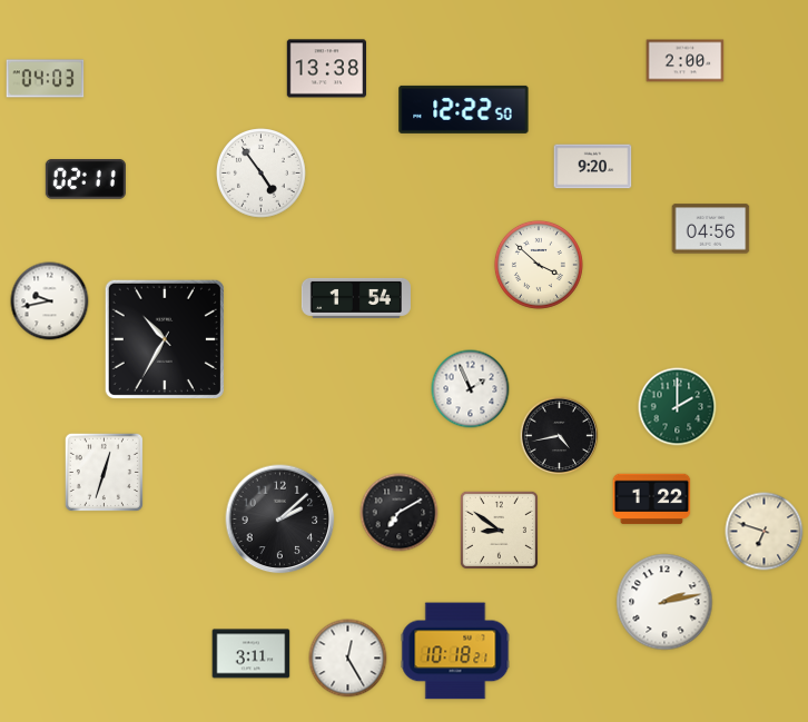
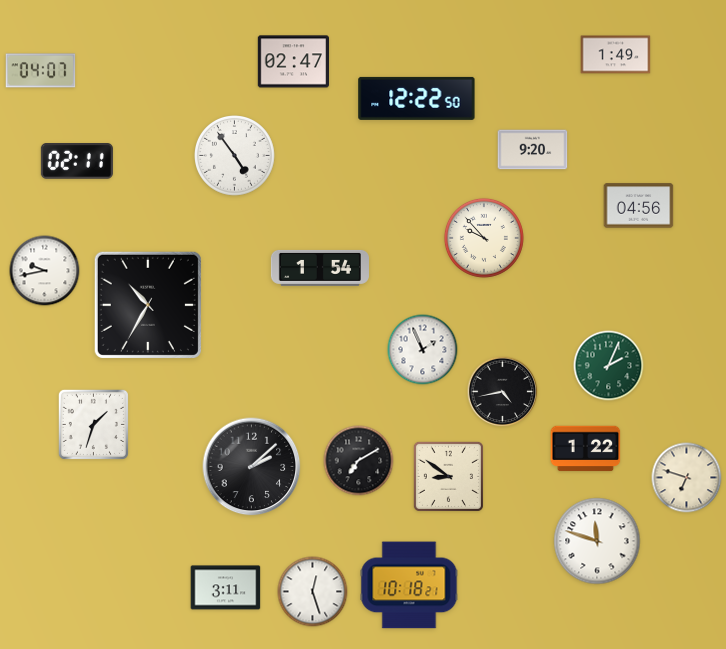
clock at (686, 61): 2:00 -> 1:49
clock at (326, 69): 13:38 -> 02:47
clock at (46, 79): 04:03 -> 04:07
clock at (539, 265): 3:52 -> 9:53
clock at (678, 407): 2:00 -> 2:04
clock at (104, 472): 12:33 -> 1:33
clock at (664, 602): 2:13 -> 11:48
clock at (348, 659): 12:25 -> 12:27
